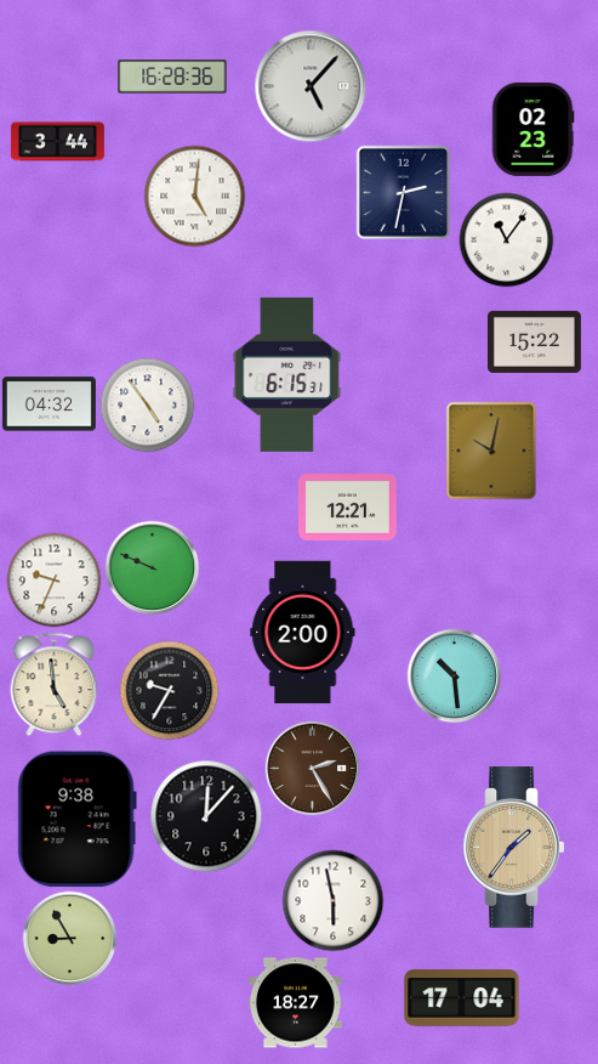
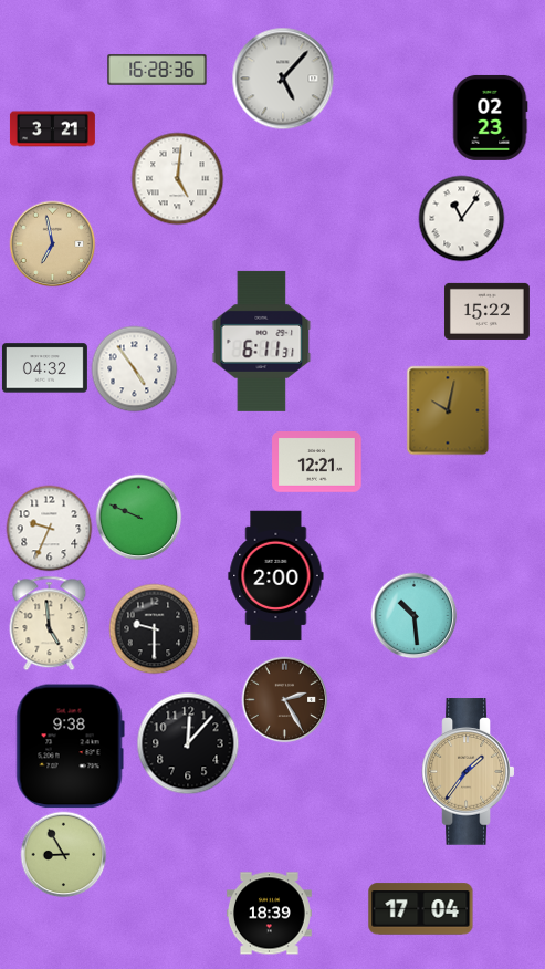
clock at (532, 129) position: (532, 129) -> (490, 117)
clock at (57, 142): 3:44 -> 3:21
clock at (403, 192): 2:32 -> none
clock at (52, 243): none -> 6:58
clock at (287, 374): 6:15 -> 6:11
clock at (169, 690): 9:35 -> 9:30
clock at (332, 900): 5:58 -> none
clock at (295, 1003): 18:27 -> 18:39
